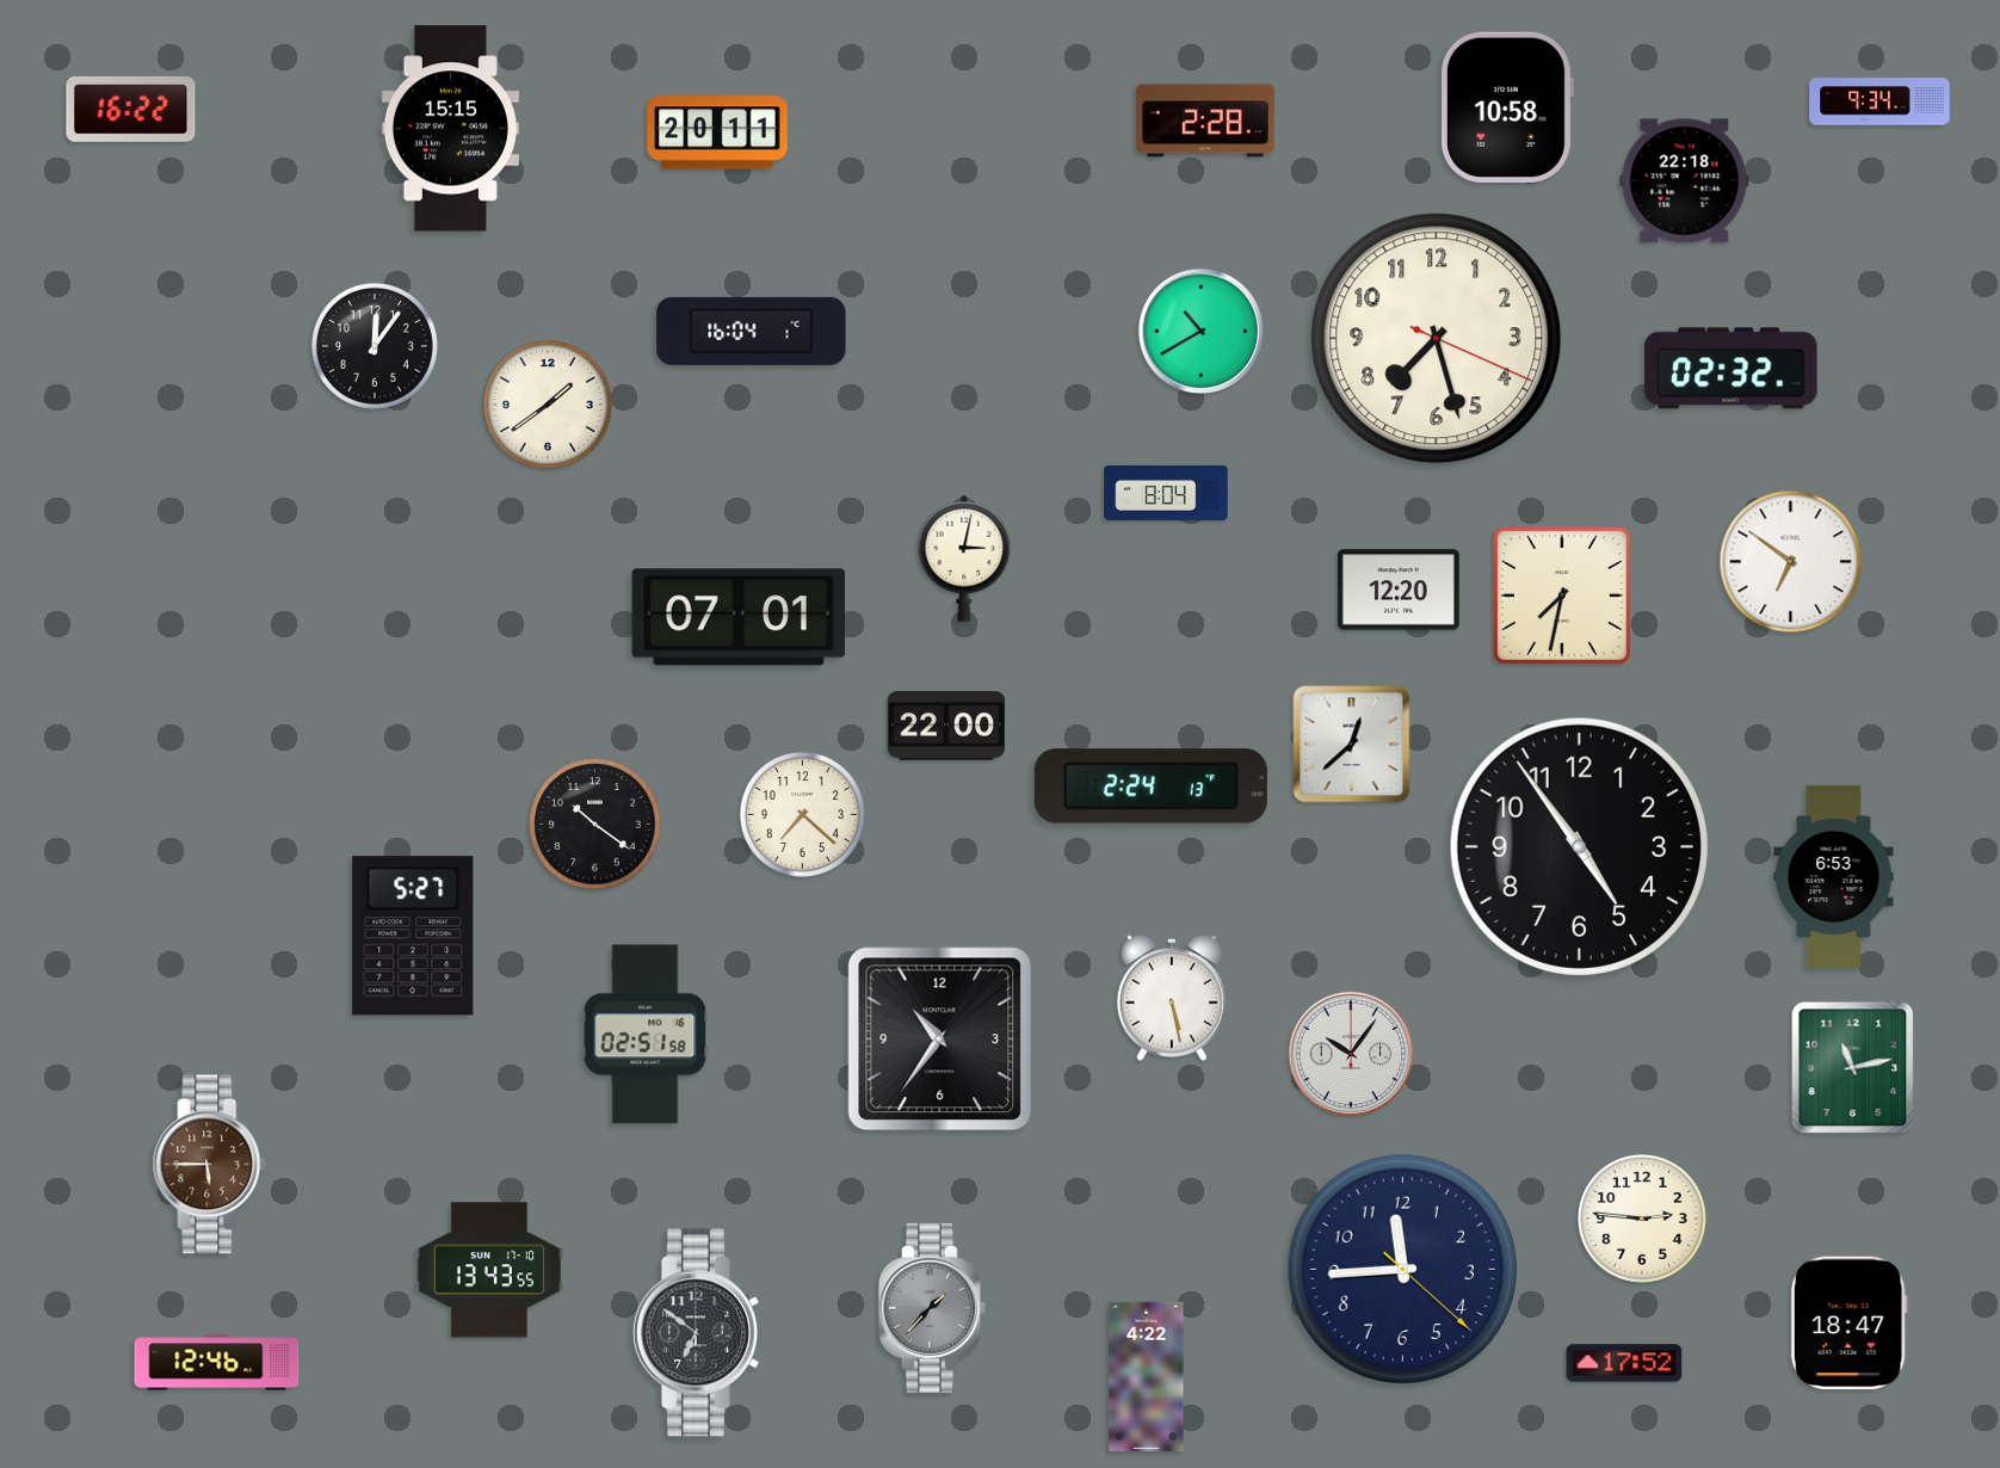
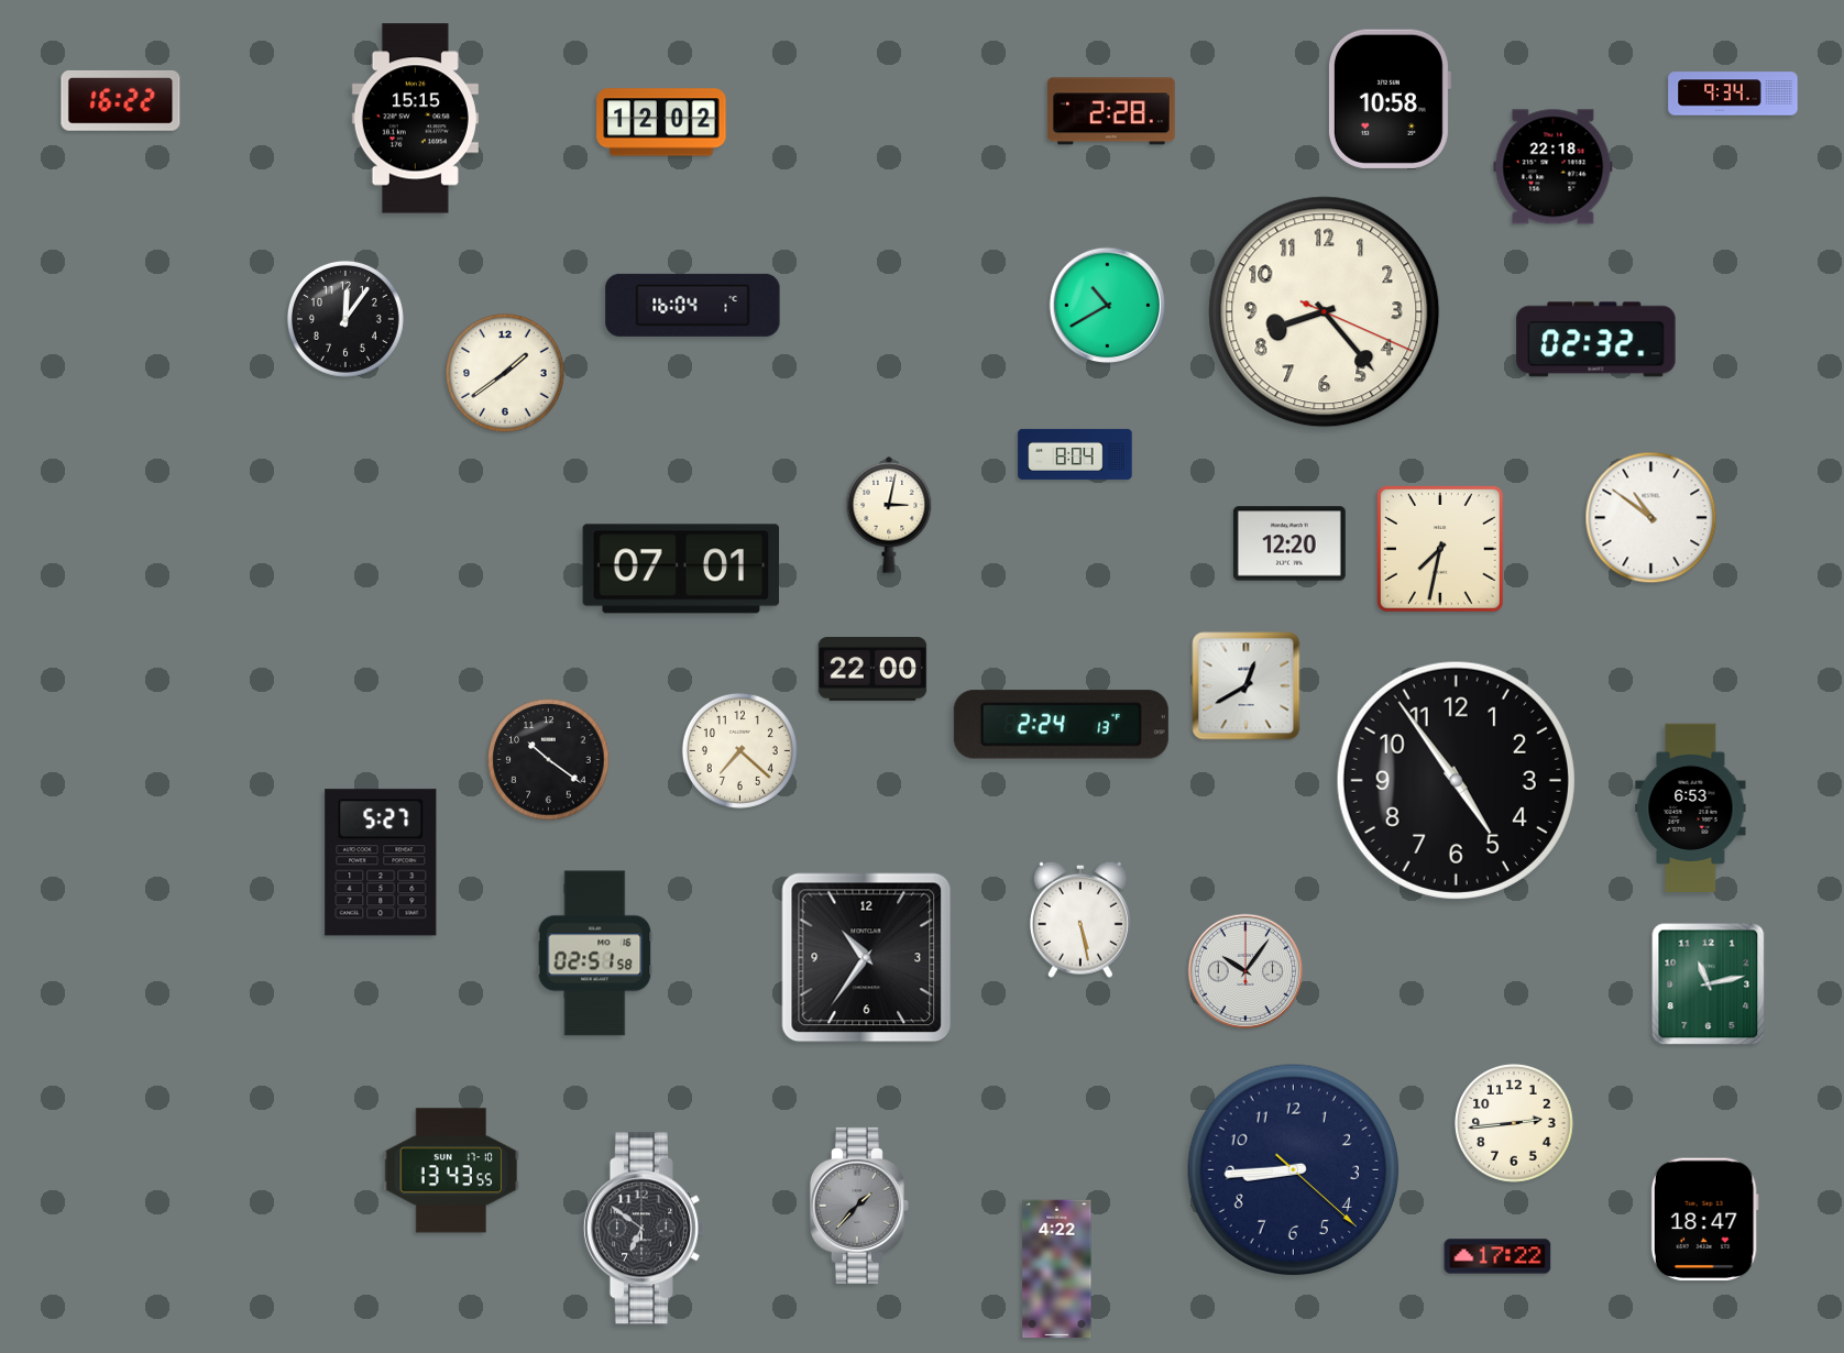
clock at (717, 132): 20:11 -> 12:02
clock at (1437, 339): 7:27 -> 8:23
clock at (1791, 562): 6:51 -> 10:51
clock at (1352, 745): 12:38 -> 12:40
clock at (210, 1165): 5:45 -> none
clock at (1642, 1219): 2:46 -> 2:44
clock at (1402, 1269): 11:44 -> 8:44
clock at (217, 1363): 12:46 -> none
clock at (1624, 1363): 17:52 -> 17:22
